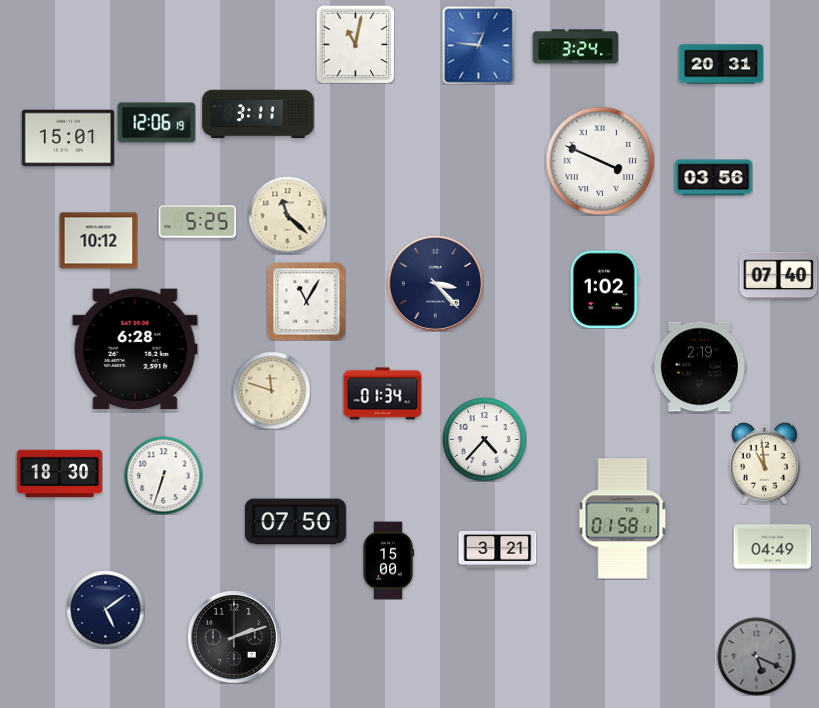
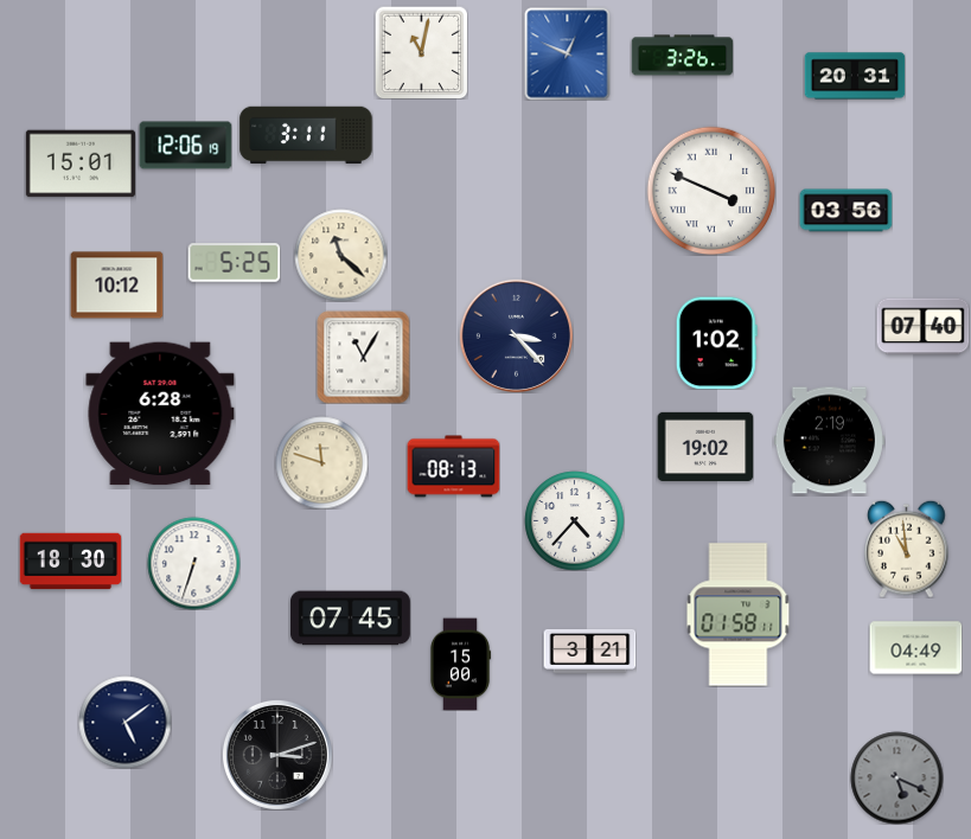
clock at (479, 45): 12:46 -> 12:49
clock at (575, 47): 3:24 -> 3:26
clock at (699, 367) position: (699, 367) -> (829, 441)
clock at (705, 447): none -> 19:02
clock at (382, 394): 01:34 -> 08:13
clock at (295, 522): 07:50 -> 07:45
clock at (234, 637): 2:12 -> 3:12
